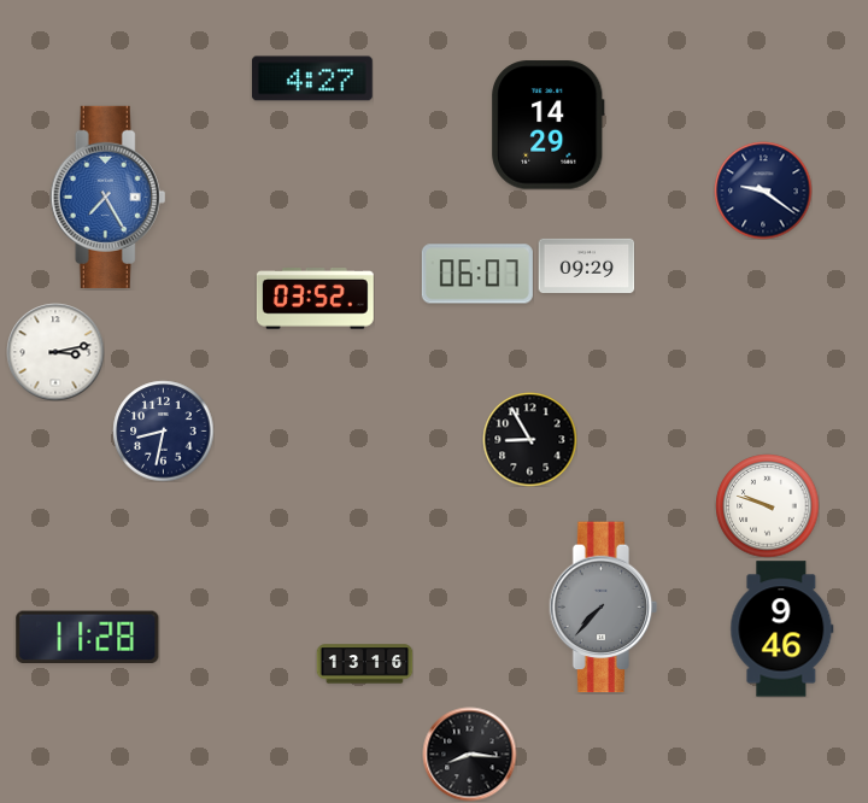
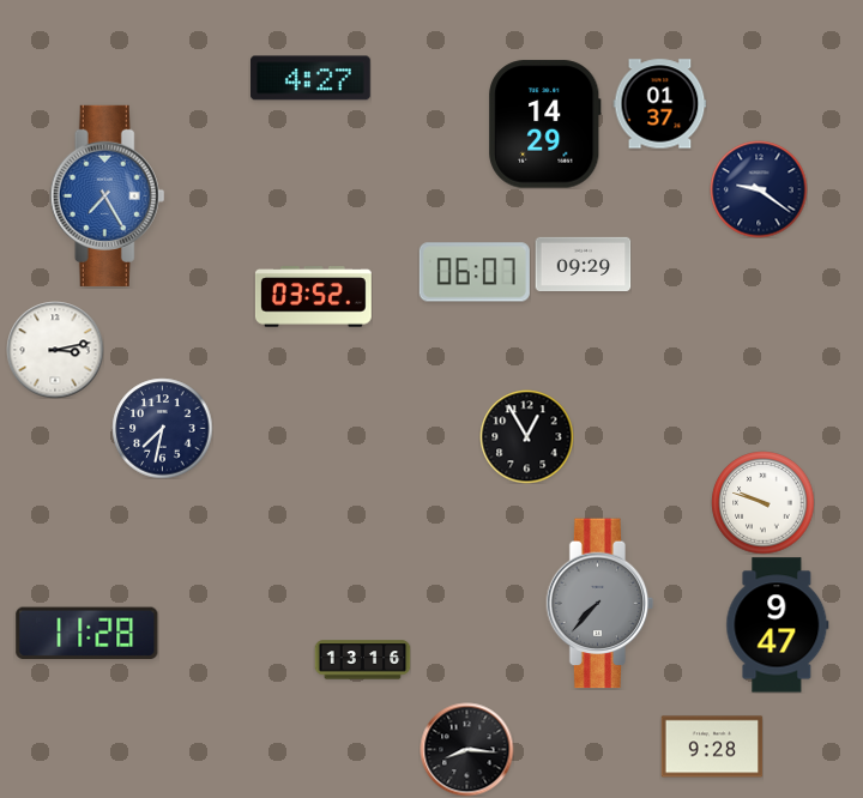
clock at (659, 104): none -> 01:37
clock at (163, 430): 8:32 -> 7:32
clock at (529, 439): 8:55 -> 12:55
clock at (782, 629): 9:46 -> 9:47
clock at (712, 746): none -> 9:28
